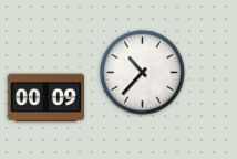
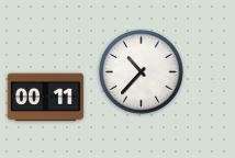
clock at (45, 98): 00:09 -> 00:11
